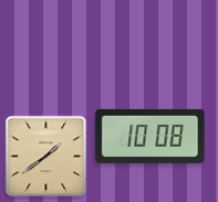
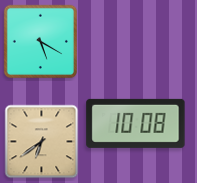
clock at (40, 41): none -> 5:20
clock at (46, 157): 1:39 -> 6:39
